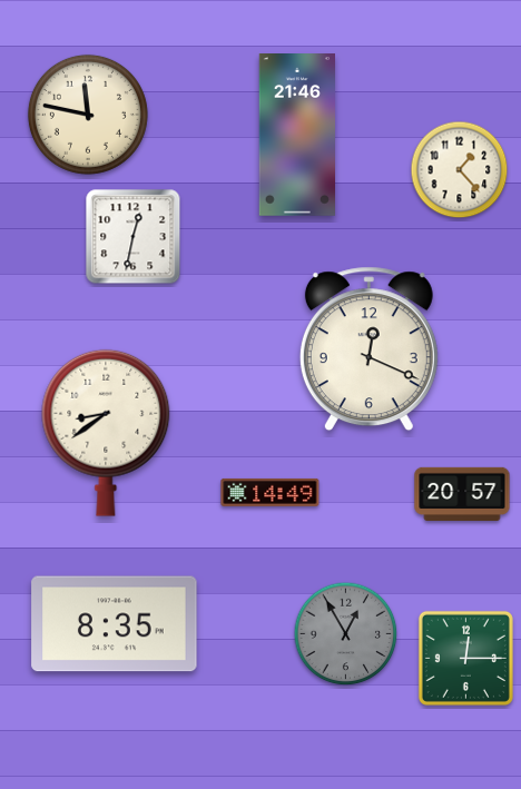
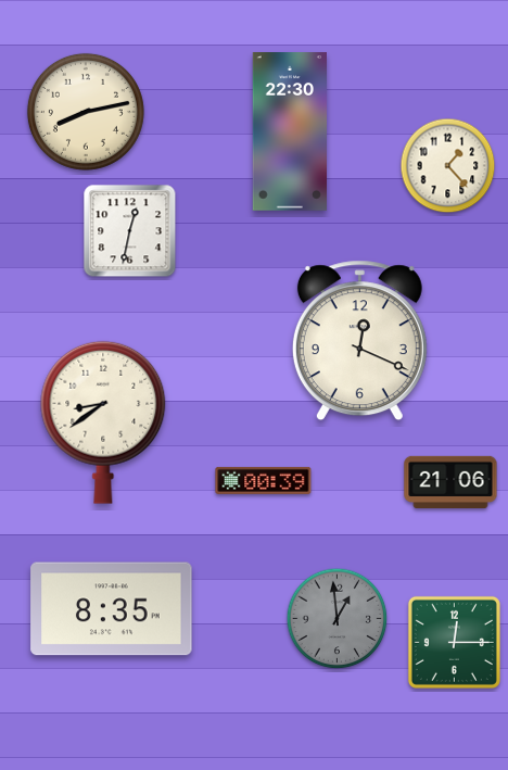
clock at (88, 115): 11:47 -> 8:13
clock at (296, 136): 21:46 -> 22:30
clock at (271, 492): 14:49 -> 00:39
clock at (462, 493): 20:57 -> 21:06
clock at (346, 634): 12:55 -> 12:59
